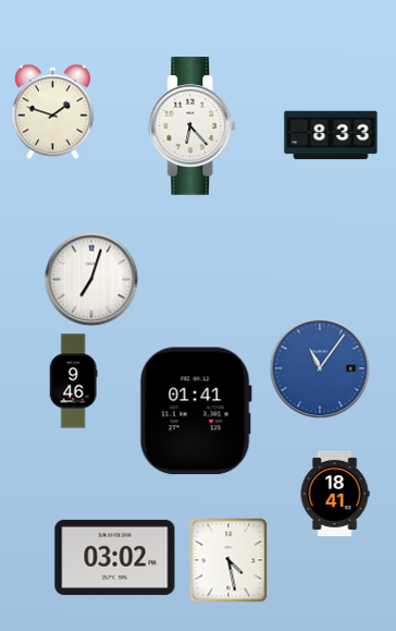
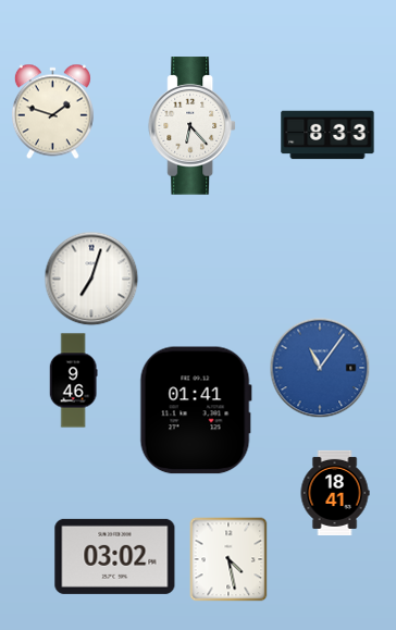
clock at (331, 135) position: (331, 135) -> (327, 135)
